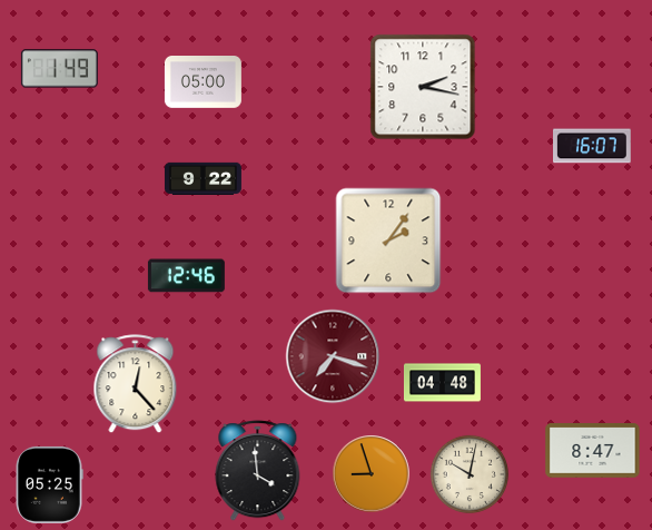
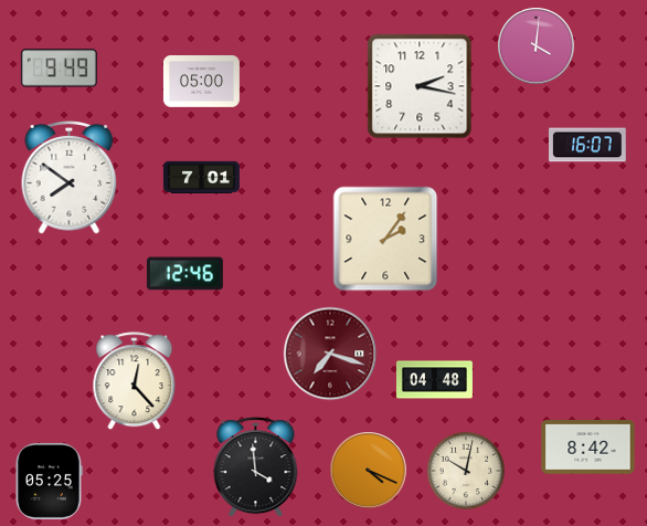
clock at (537, 46): none -> 4:01
clock at (59, 69): 1:49 -> 9:49
clock at (202, 178): 9:22 -> 7:01
clock at (70, 178): none -> 7:51
clock at (442, 383) position: (442, 383) -> (434, 380)
clock at (593, 451): 8:47 -> 8:42
clock at (372, 474): 8:57 -> 4:19
